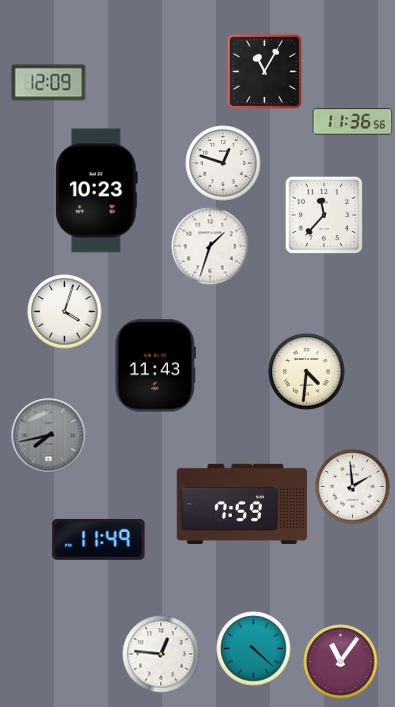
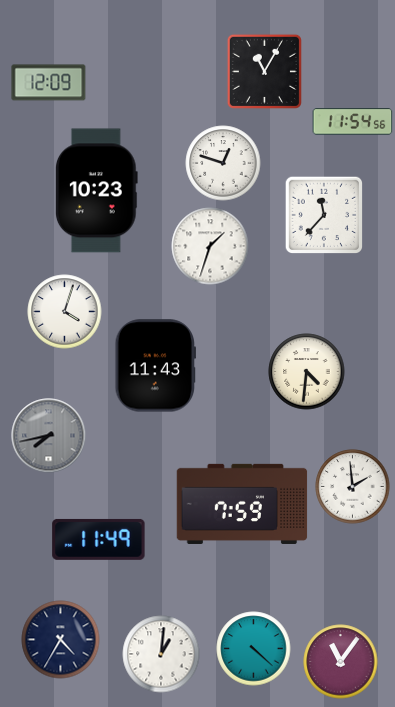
clock at (353, 122): 11:36 -> 11:54
clock at (61, 640): none -> 4:35
clock at (161, 654): 12:46 -> 1:01
